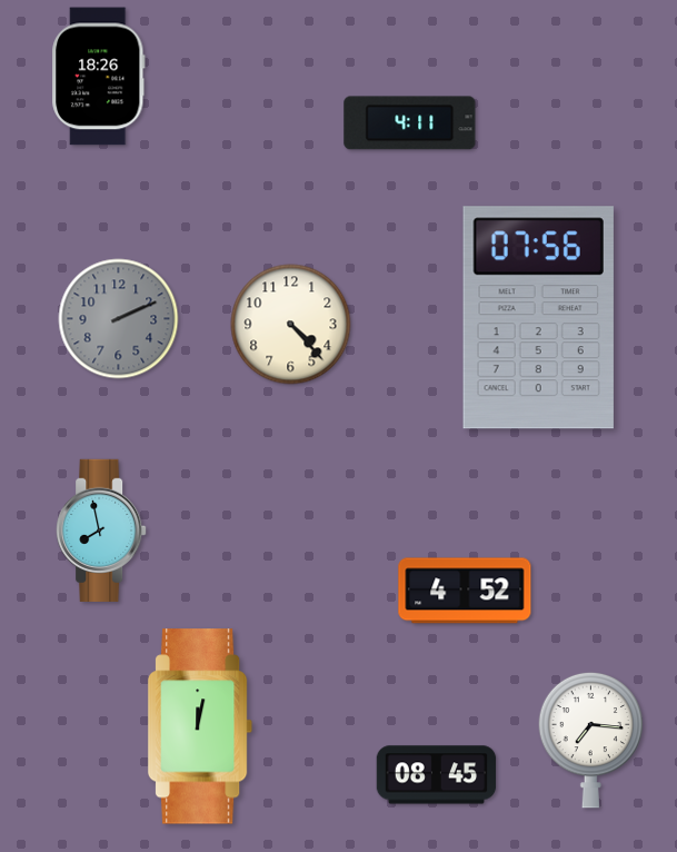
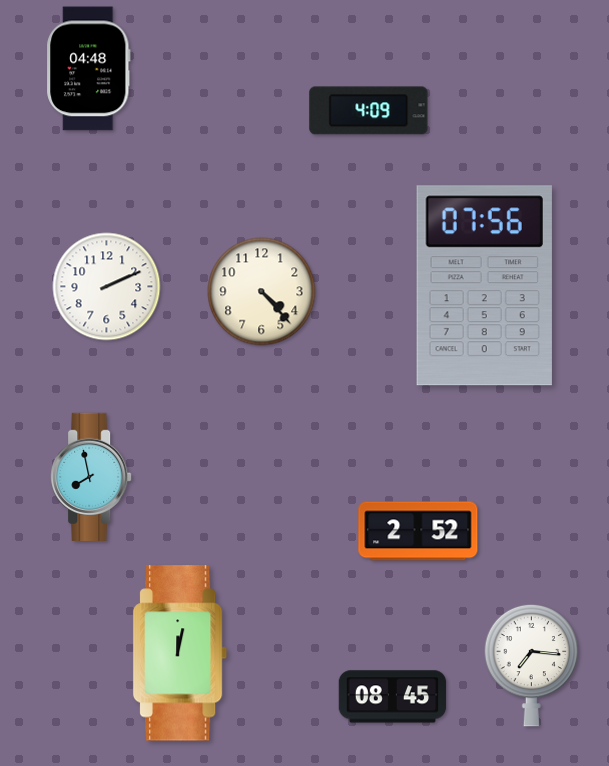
clock at (99, 77): 18:26 -> 04:48
clock at (410, 123): 4:11 -> 4:09
clock at (119, 319) dial: grey -> white
clock at (465, 591): 4:52 -> 2:52
